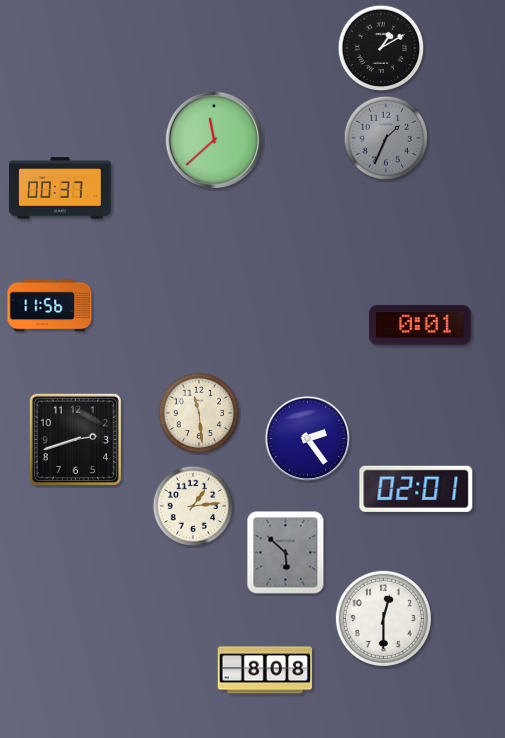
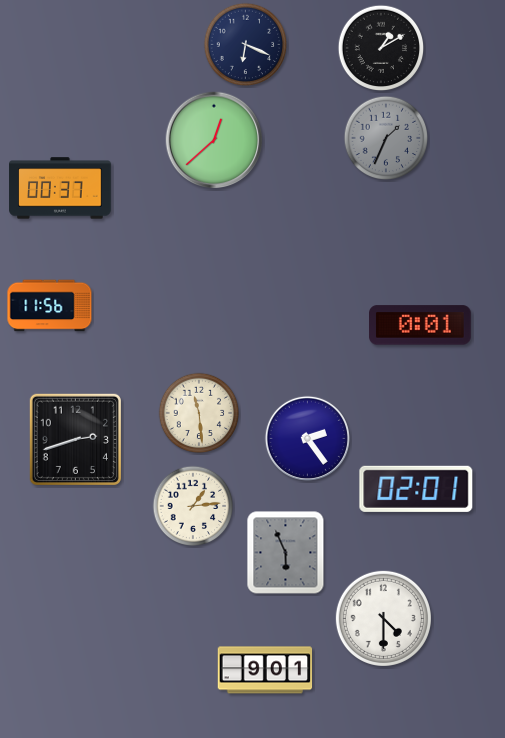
clock at (246, 45): none -> 6:19
clock at (214, 140): 11:38 -> 12:38
clock at (286, 553): 5:52 -> 5:56
clock at (383, 618): 12:30 -> 4:30
clock at (265, 670): 8:08 -> 9:01
